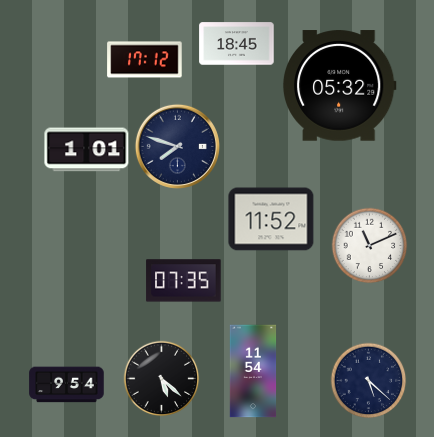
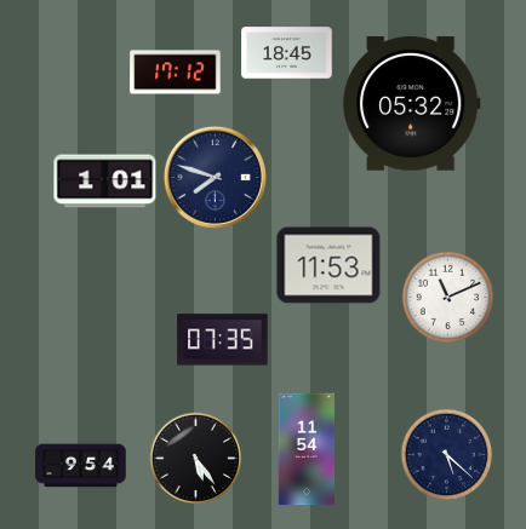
clock at (271, 219): 11:52 -> 11:53
clock at (162, 379): 5:22 -> 5:24
clock at (369, 381) position: (369, 381) -> (447, 455)
